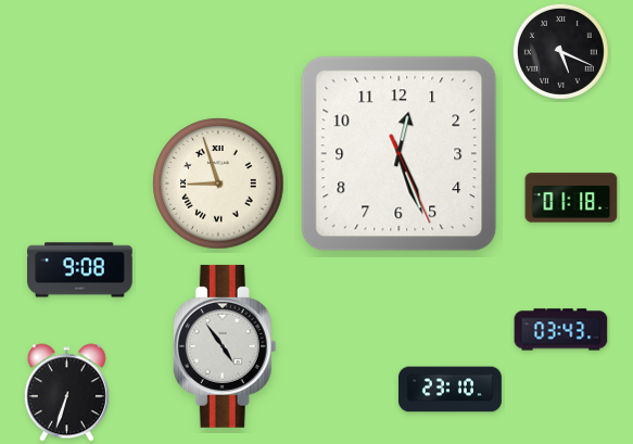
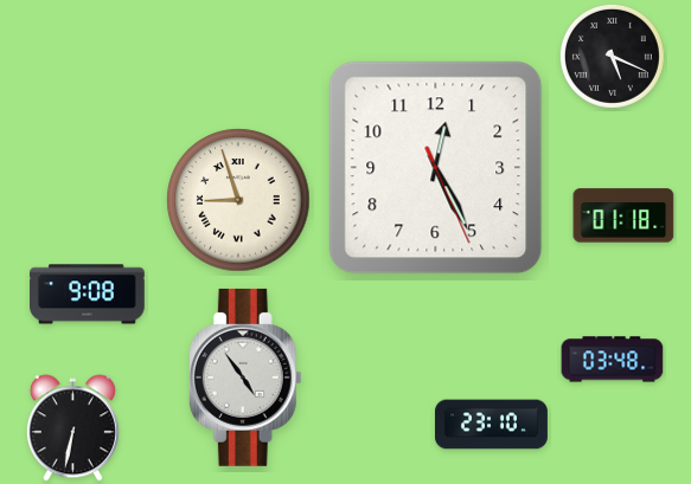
clock at (400, 154): 12:26 -> 12:25
clock at (561, 330): 03:43 -> 03:48
clock at (66, 393): 6:33 -> 6:32
